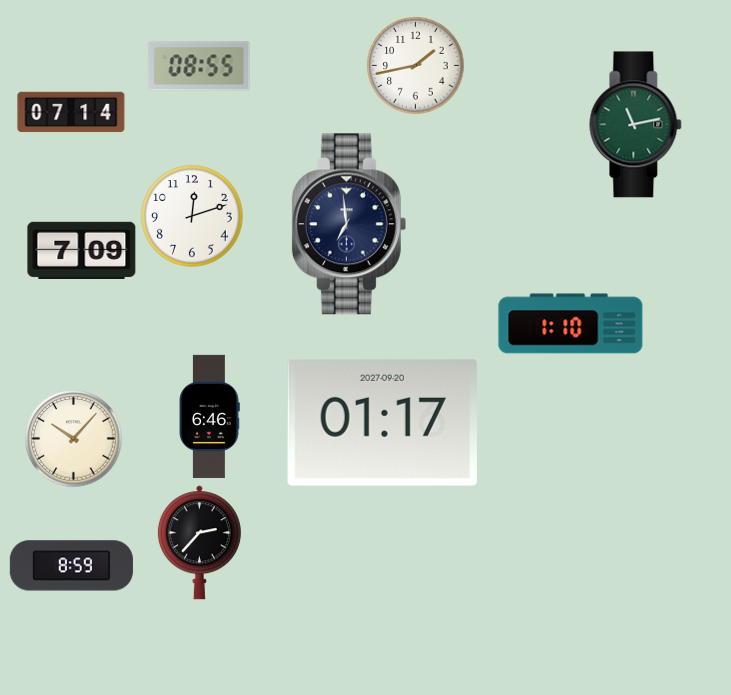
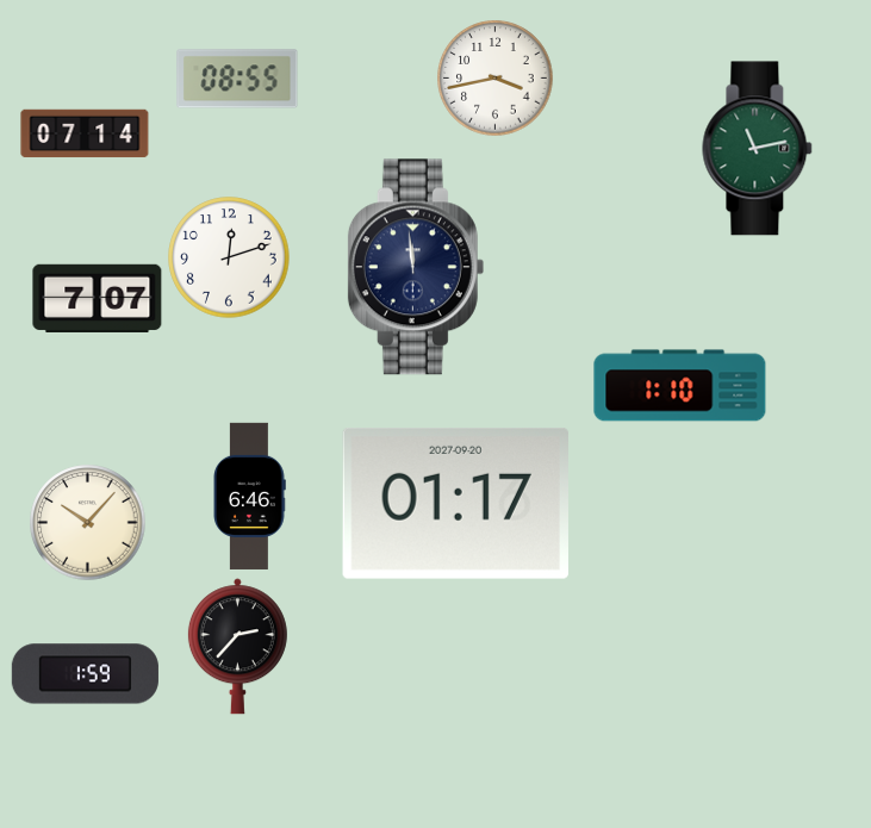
clock at (416, 66): 1:43 -> 3:43
clock at (349, 224): 6:59 -> 11:59
clock at (82, 250): 7:09 -> 7:07
clock at (71, 566): 8:59 -> 1:59
